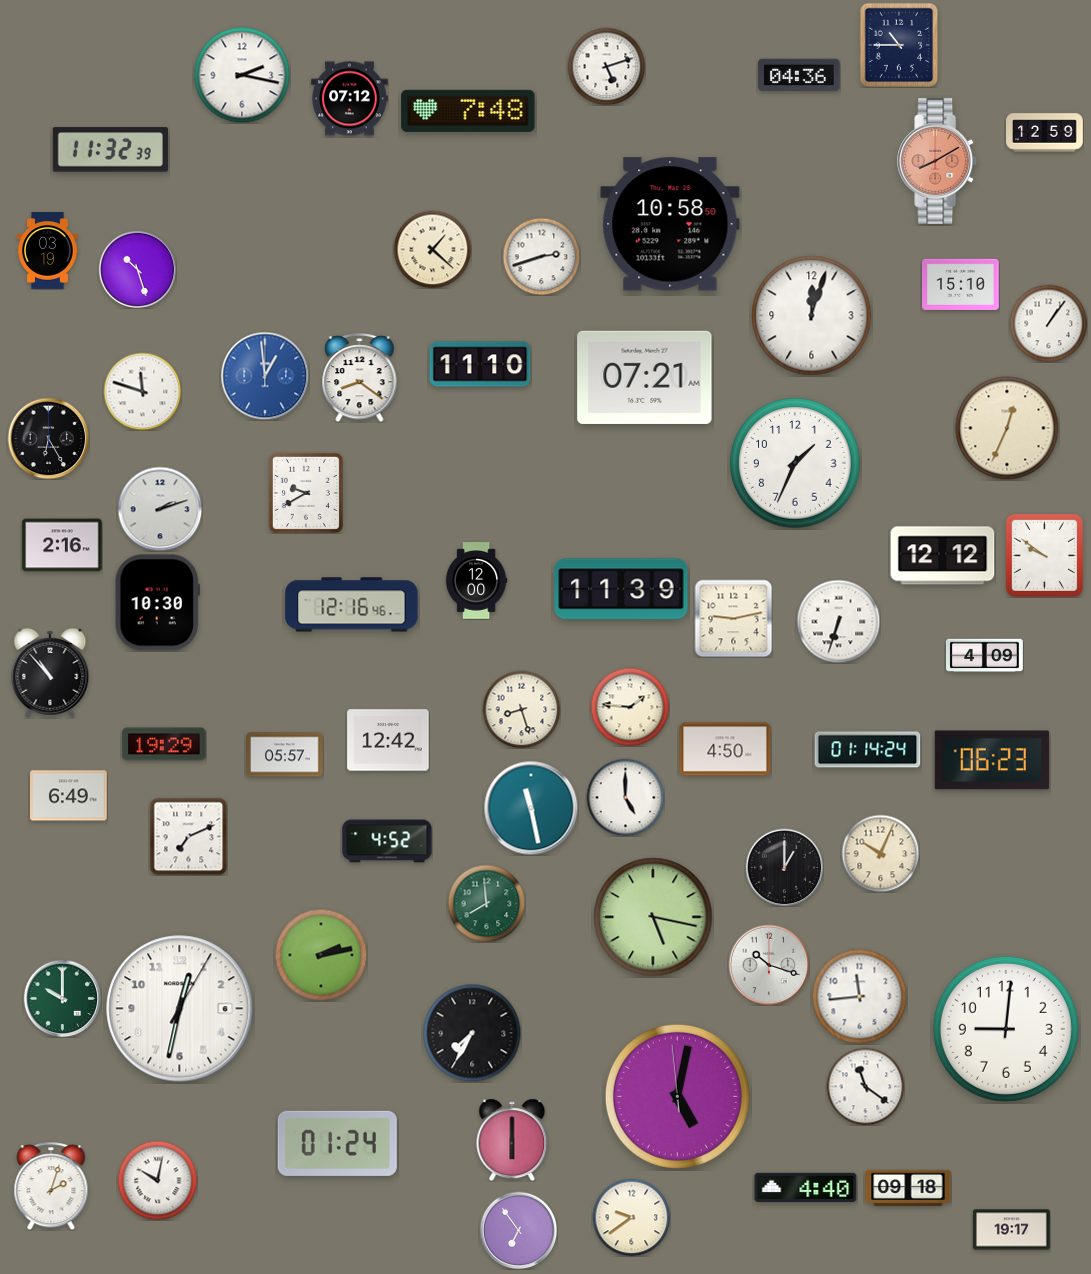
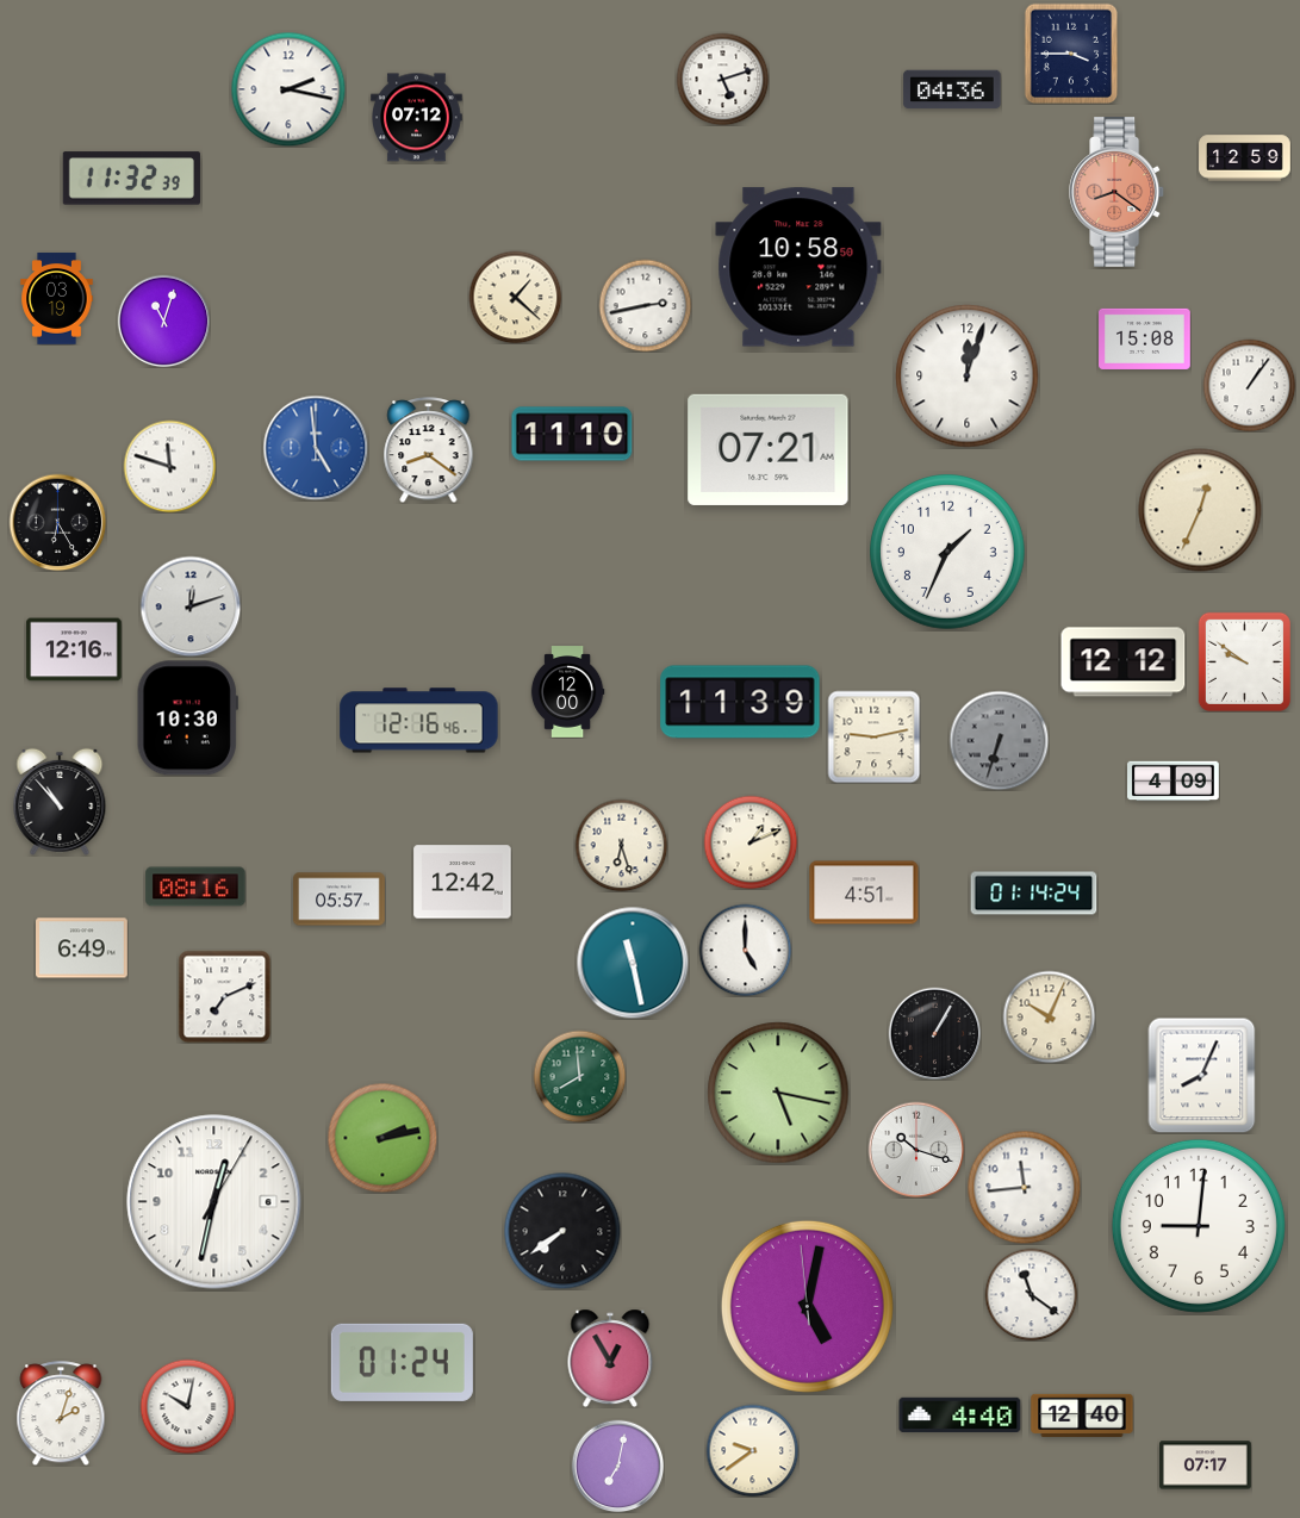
clock at (899, 45): 10:45 -> 3:45
clock at (468, 111): 7:48 -> none
clock at (938, 162): 8:10 -> 8:21
clock at (541, 256): 2:42 -> 2:43
clock at (137, 269): 10:27 -> 11:03
clock at (961, 284): 15:10 -> 15:08
clock at (265, 376): 12:59 -> 4:59
clock at (306, 493): 9:40 -> none
clock at (160, 509): 2:12 -> 12:12
clock at (62, 545): 2:16 -> 12:16
clock at (838, 621) dial: white -> grey
clock at (630, 707): 1:46 -> 1:11
clock at (521, 709): 8:27 -> 6:27
clock at (164, 744): 19:29 -> 08:16
clock at (725, 749): 4:50 -> 4:51
clock at (992, 760): 06:23 -> none
clock at (387, 841): 4:52 -> none
clock at (784, 867): 1:00 -> 1:05
clock at (1202, 1075): none -> 8:04
clock at (62, 998): 10:00 -> none
clock at (472, 1033): 7:35 -> 7:39
clock at (512, 1140): 6:00 -> 12:55
clock at (908, 1188): 09:18 -> 12:40
clock at (518, 1230): 6:54 -> 7:02
clock at (1012, 1230): 19:17 -> 07:17
